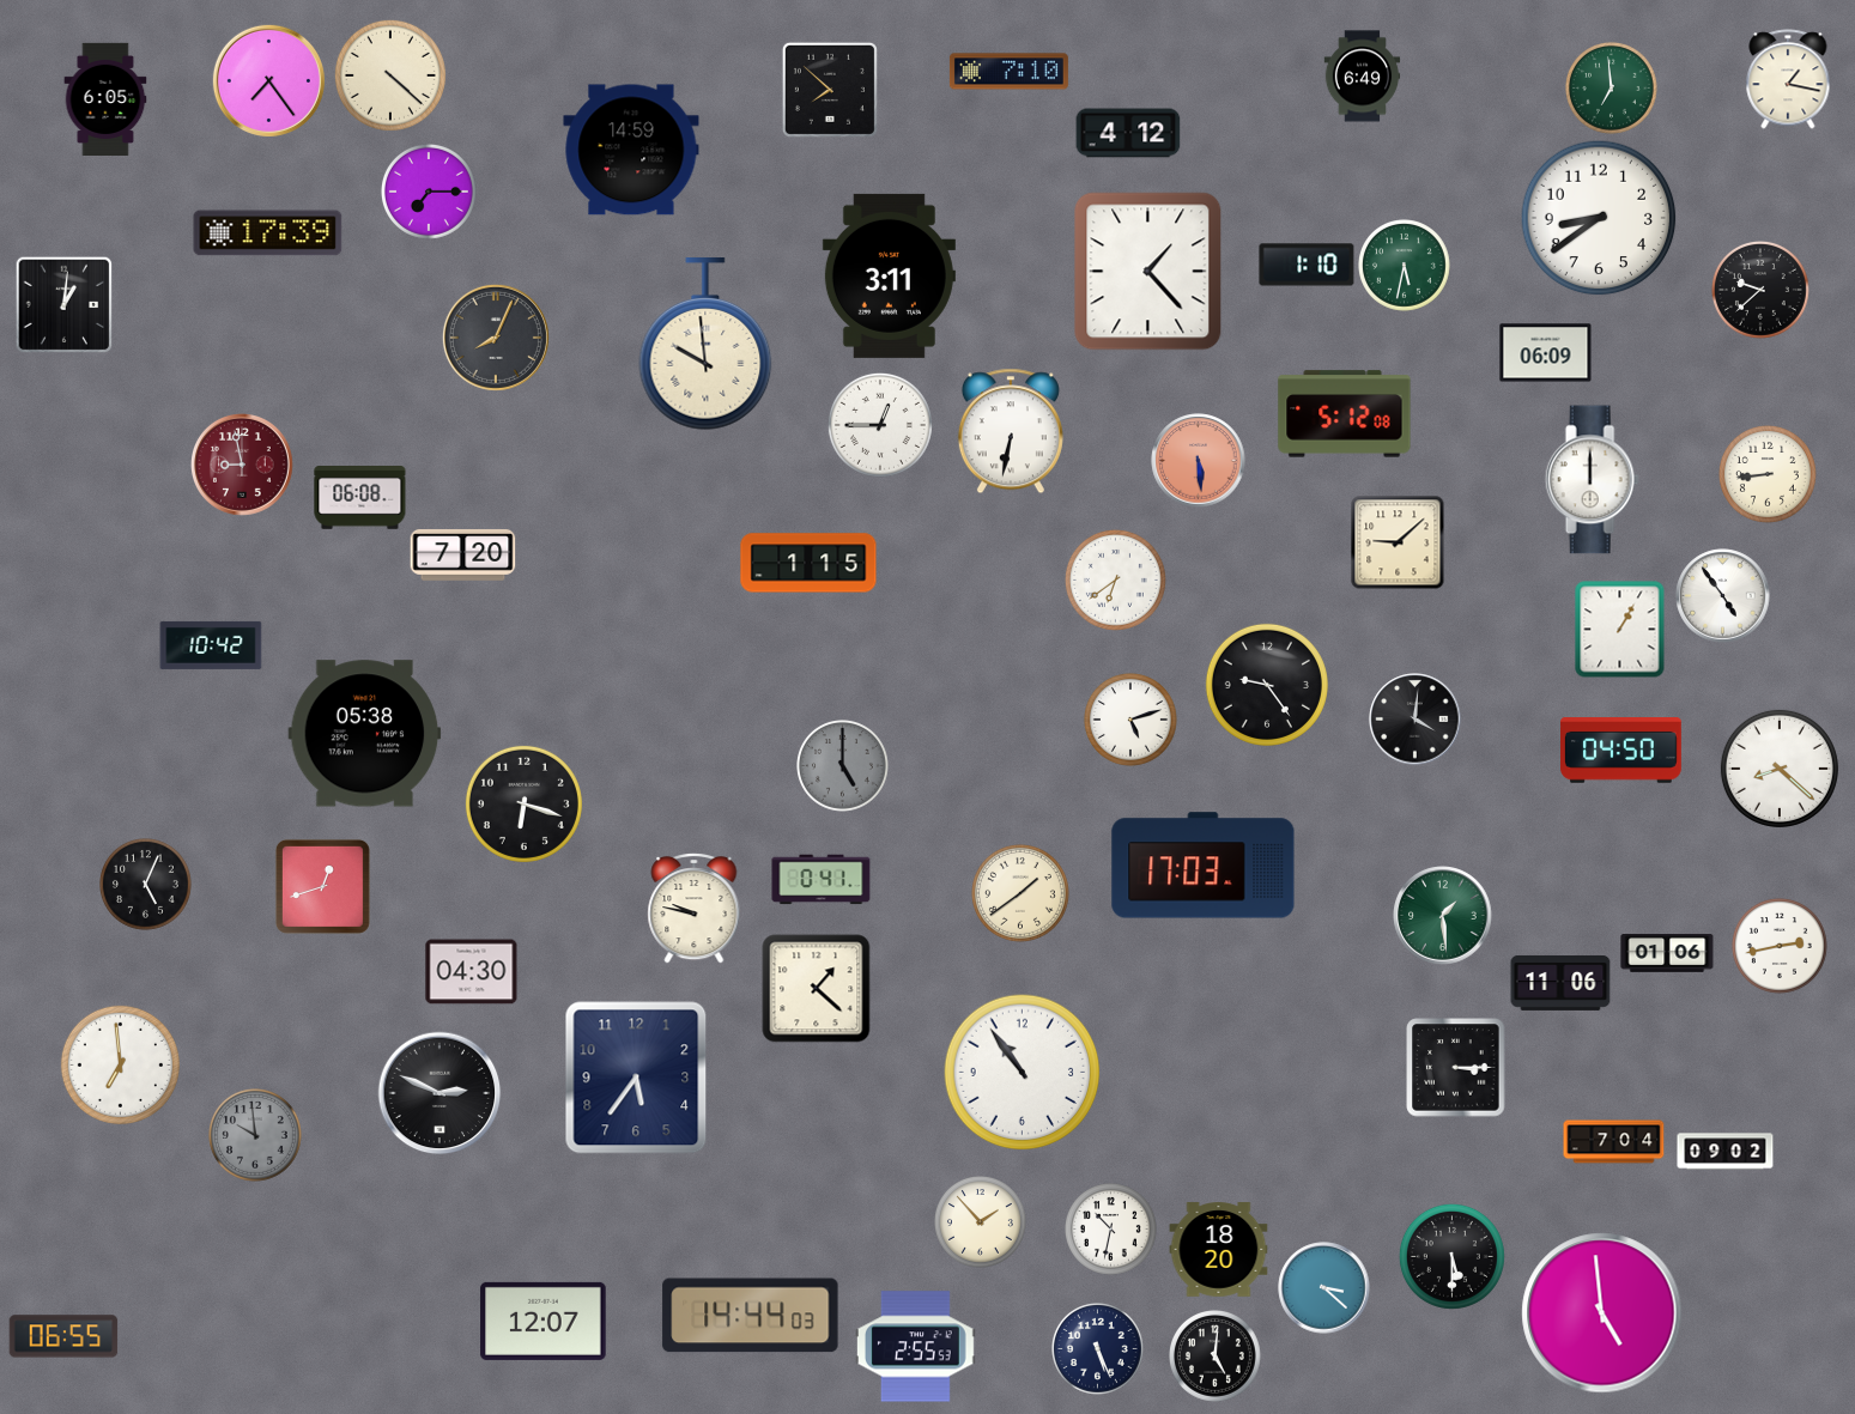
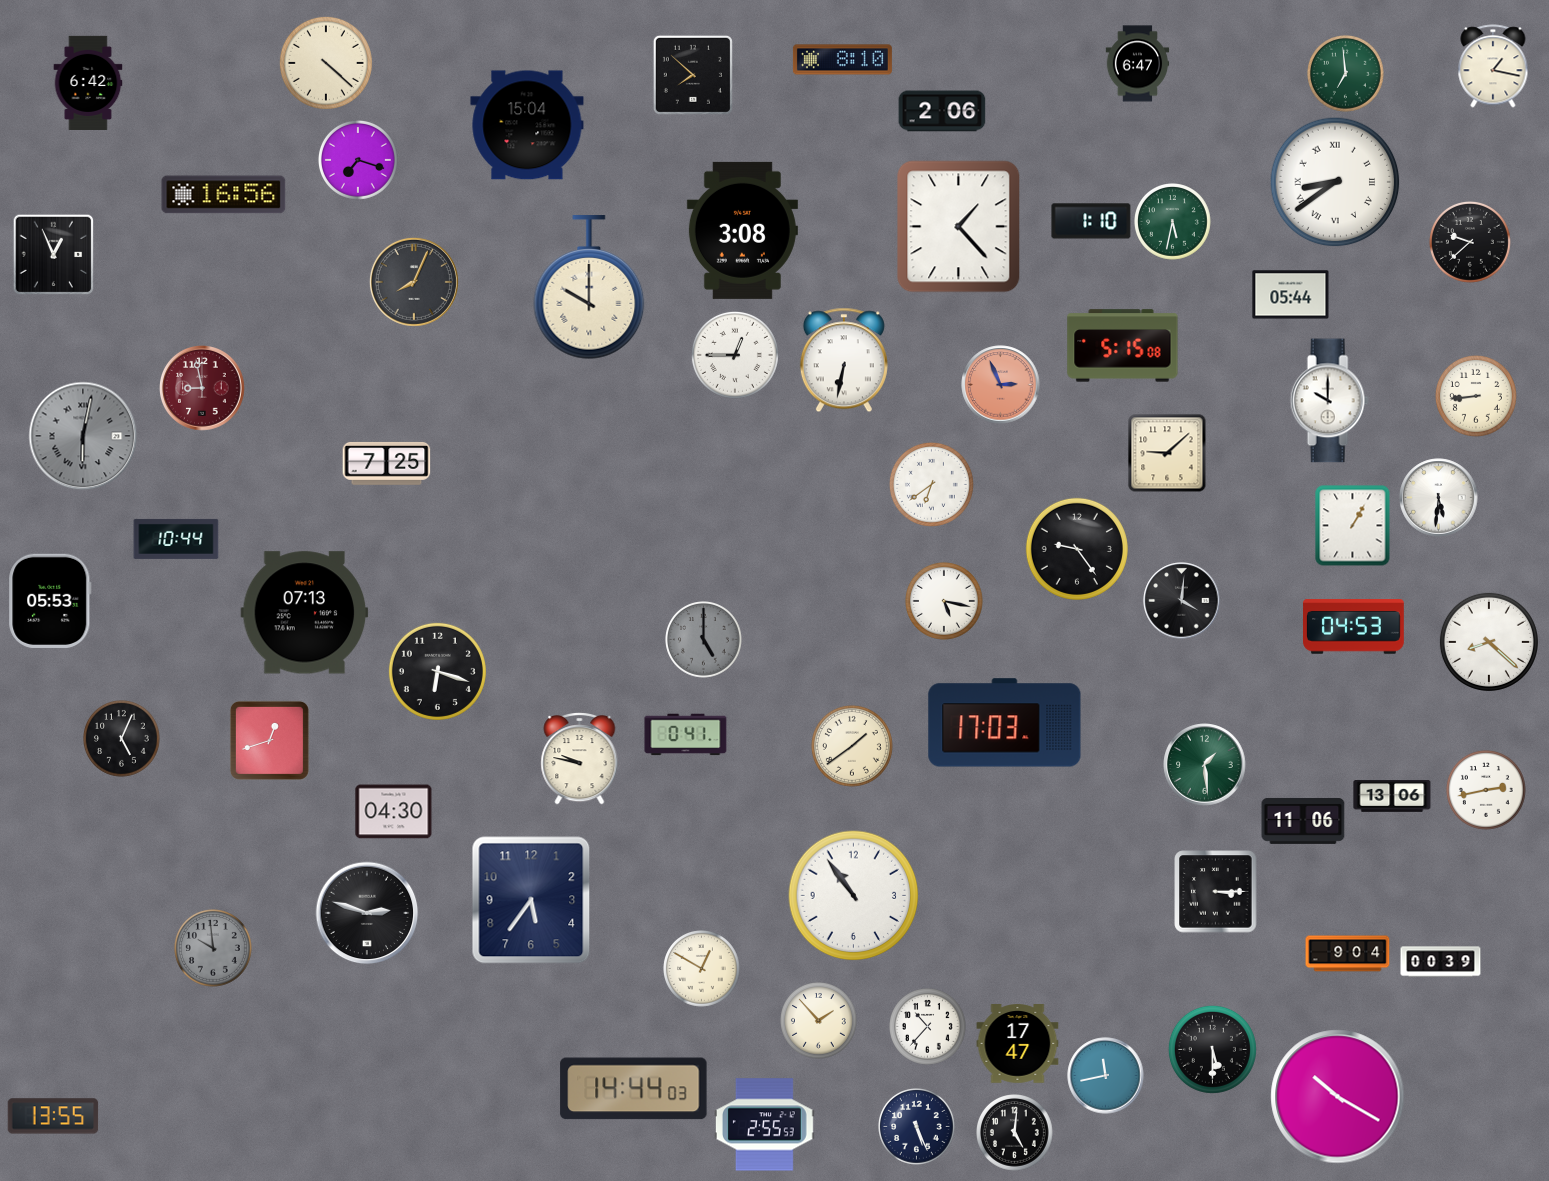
clock at (1008, 72): 7:10 -> 8:10
clock at (1363, 77): 6:49 -> 6:47
clock at (268, 80): 7:24 -> none
clock at (105, 98): 6:05 -> 6:42
clock at (1128, 133): 4:12 -> 2:06
clock at (631, 150): 14:59 -> 15:04
clock at (429, 192): 7:15 -> 7:18
clock at (1599, 218) numerals: Arabic -> Roman
clock at (268, 233): 17:39 -> 16:56
clock at (889, 275): 3:11 -> 3:08
clock at (63, 304): 1:01 -> 12:56
clock at (705, 345): 9:59 -> 10:00
clock at (1546, 353): 06:09 -> 05:44
clock at (1345, 414): 5:12 -> 5:15
clock at (1199, 461): 5:29 -> 2:56
clock at (1592, 480): 12:00 -> 10:00
clock at (360, 498): 06:08 -> none
clock at (83, 436): none -> 6:02
clock at (463, 556): 7:20 -> 7:25
clock at (808, 563): 1:15 -> none
clock at (1723, 596): 4:54 -> 5:31
clock at (211, 645): 10:42 -> 10:44
clock at (1267, 685) position: (1267, 685) -> (1077, 549)
clock at (50, 601): none -> 05:53
clock at (1132, 721): 5:12 -> 5:17
clock at (365, 734): 05:38 -> 07:13
clock at (1621, 751): 04:50 -> 04:53
clock at (1780, 769) position: (1780, 769) -> (1489, 642)
clock at (1667, 954): 01:06 -> 13:06
clock at (817, 989): 1:22 -> none
clock at (120, 1064): 6:59 -> none
clock at (439, 1093): 2:49 -> 2:48
clock at (1614, 1142): 7:04 -> 9:04
clock at (1726, 1152): 09:02 -> 00:39
clock at (702, 969): none -> 12:50
clock at (1111, 1230): 10:32 -> 10:37
clock at (1219, 1250): 18:20 -> 17:47
clock at (1324, 1288): 3:22 -> 11:43
clock at (1602, 1313): 4:59 -> 10:20
clock at (751, 1316) position: (751, 1316) -> (634, 1089)
clock at (544, 1321): 12:07 -> none
clock at (63, 1336): 06:55 -> 13:55
